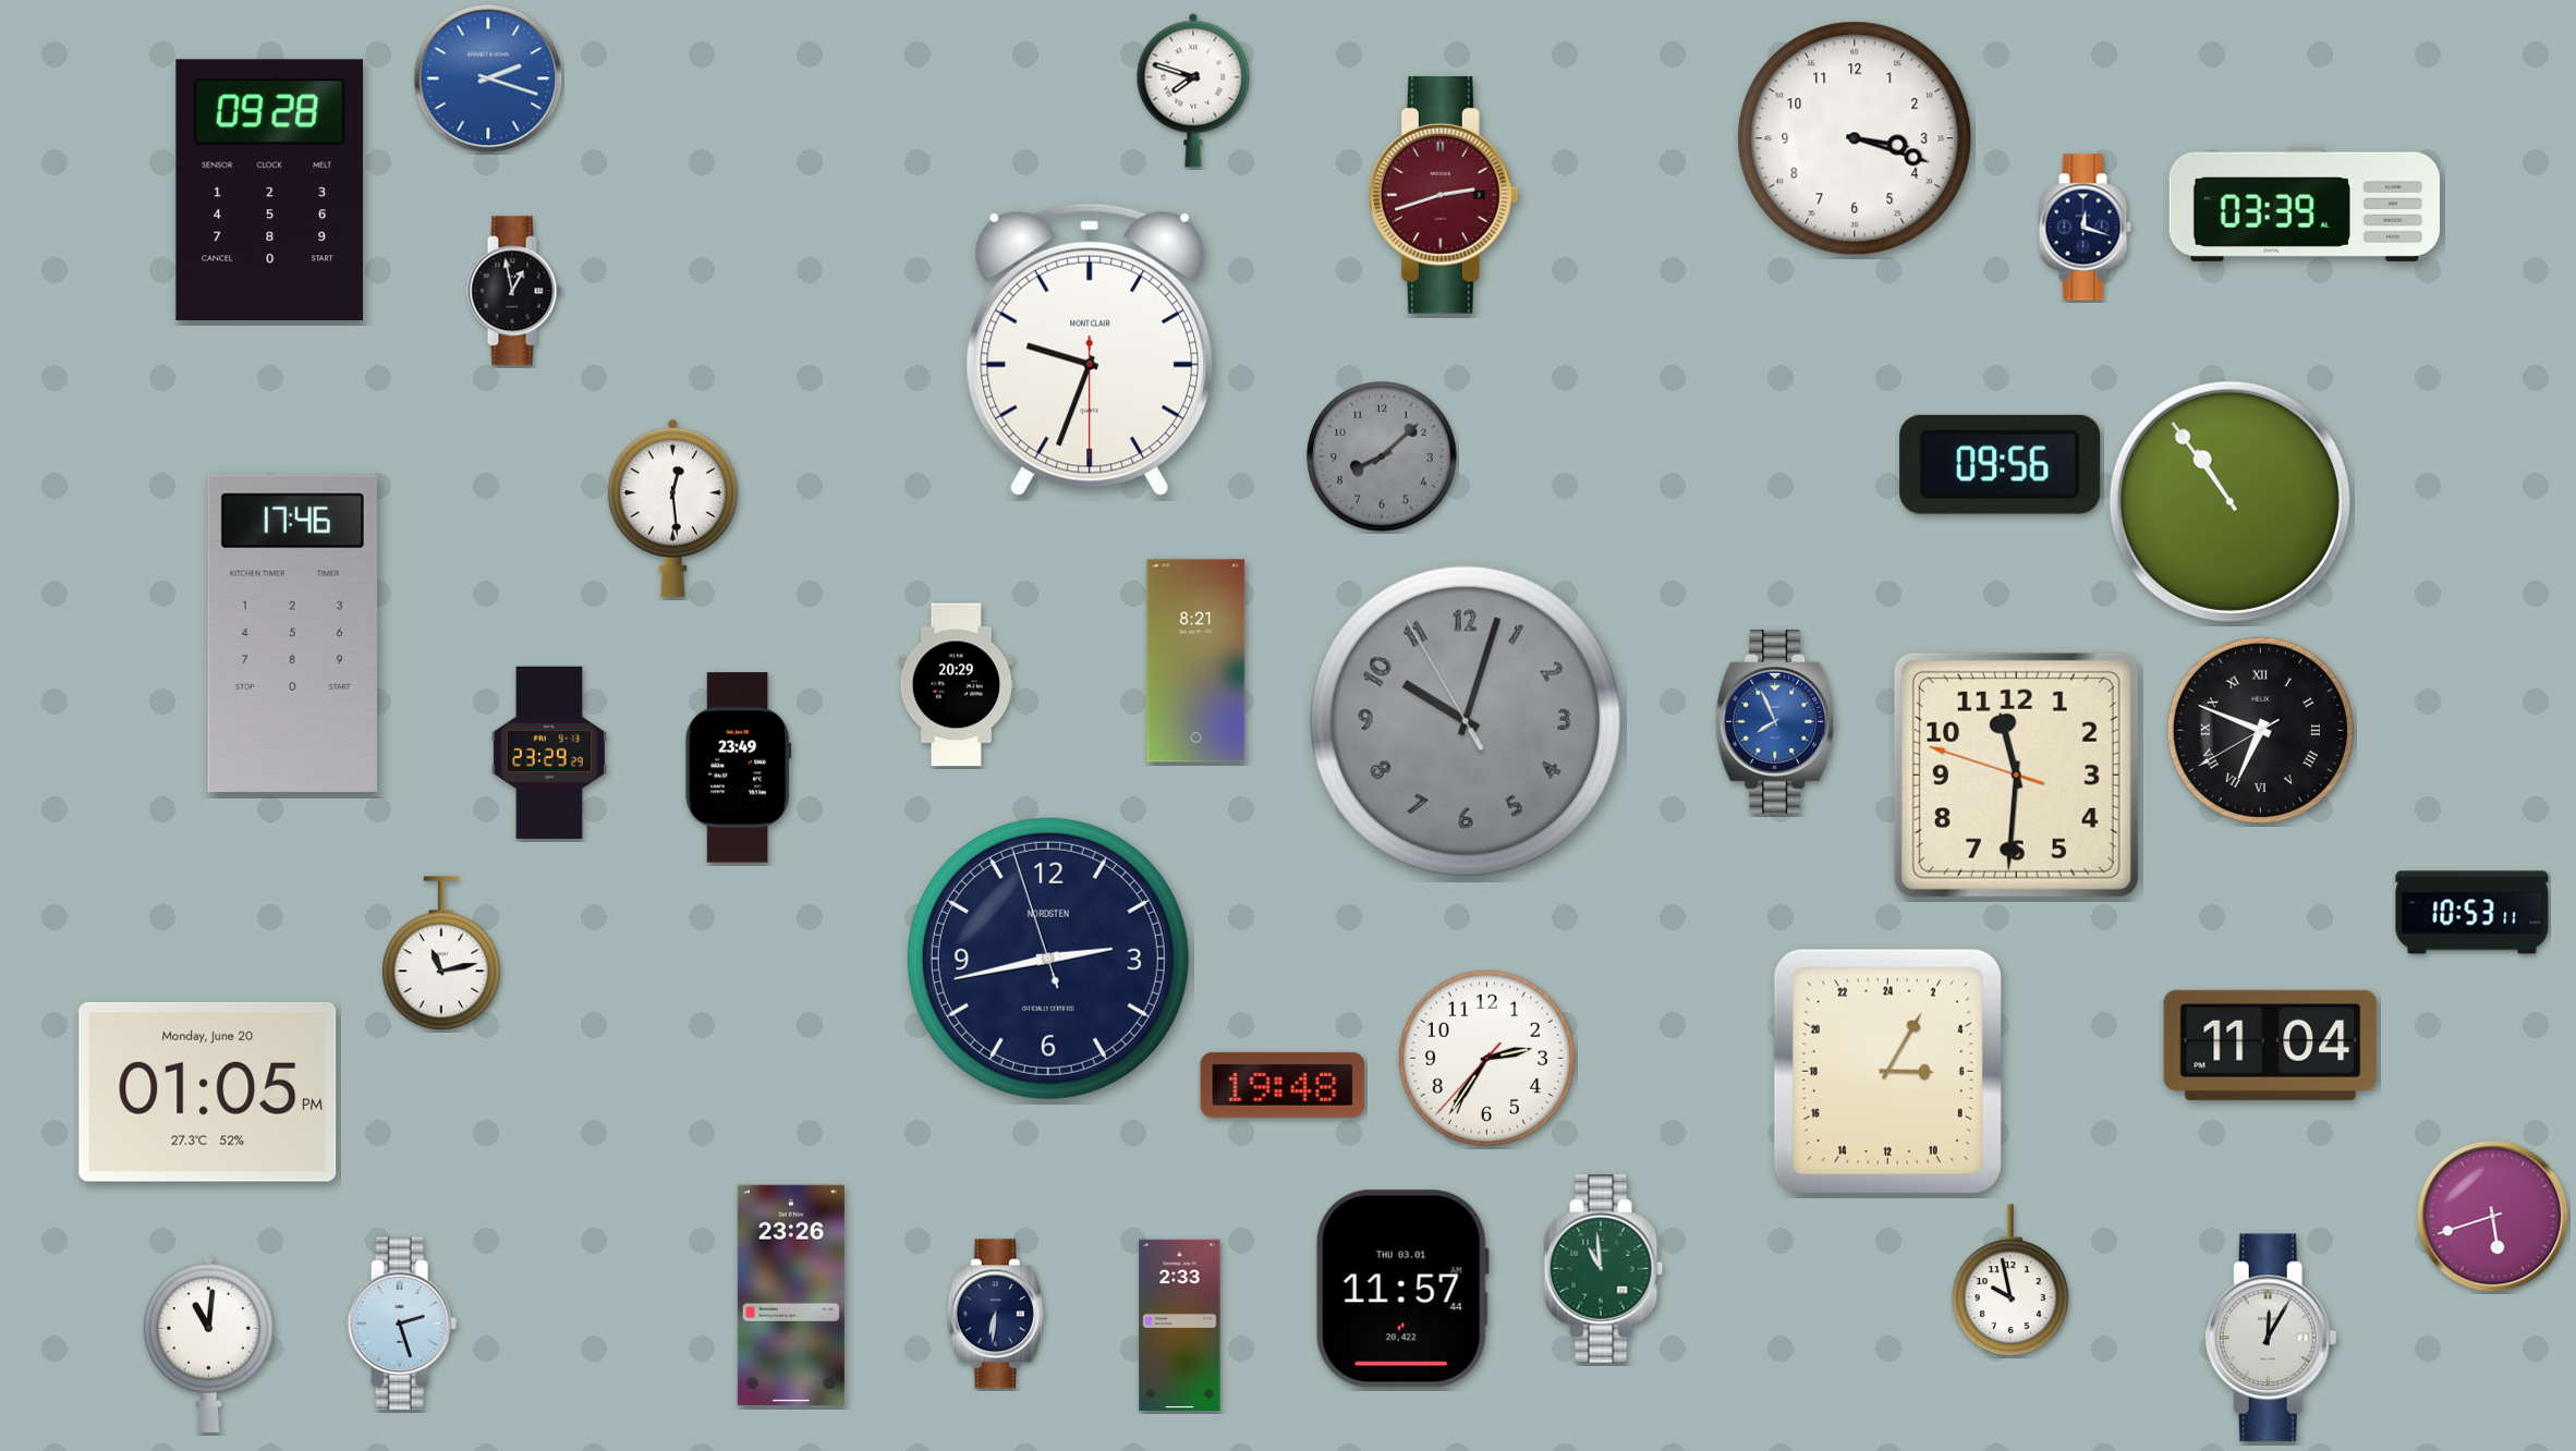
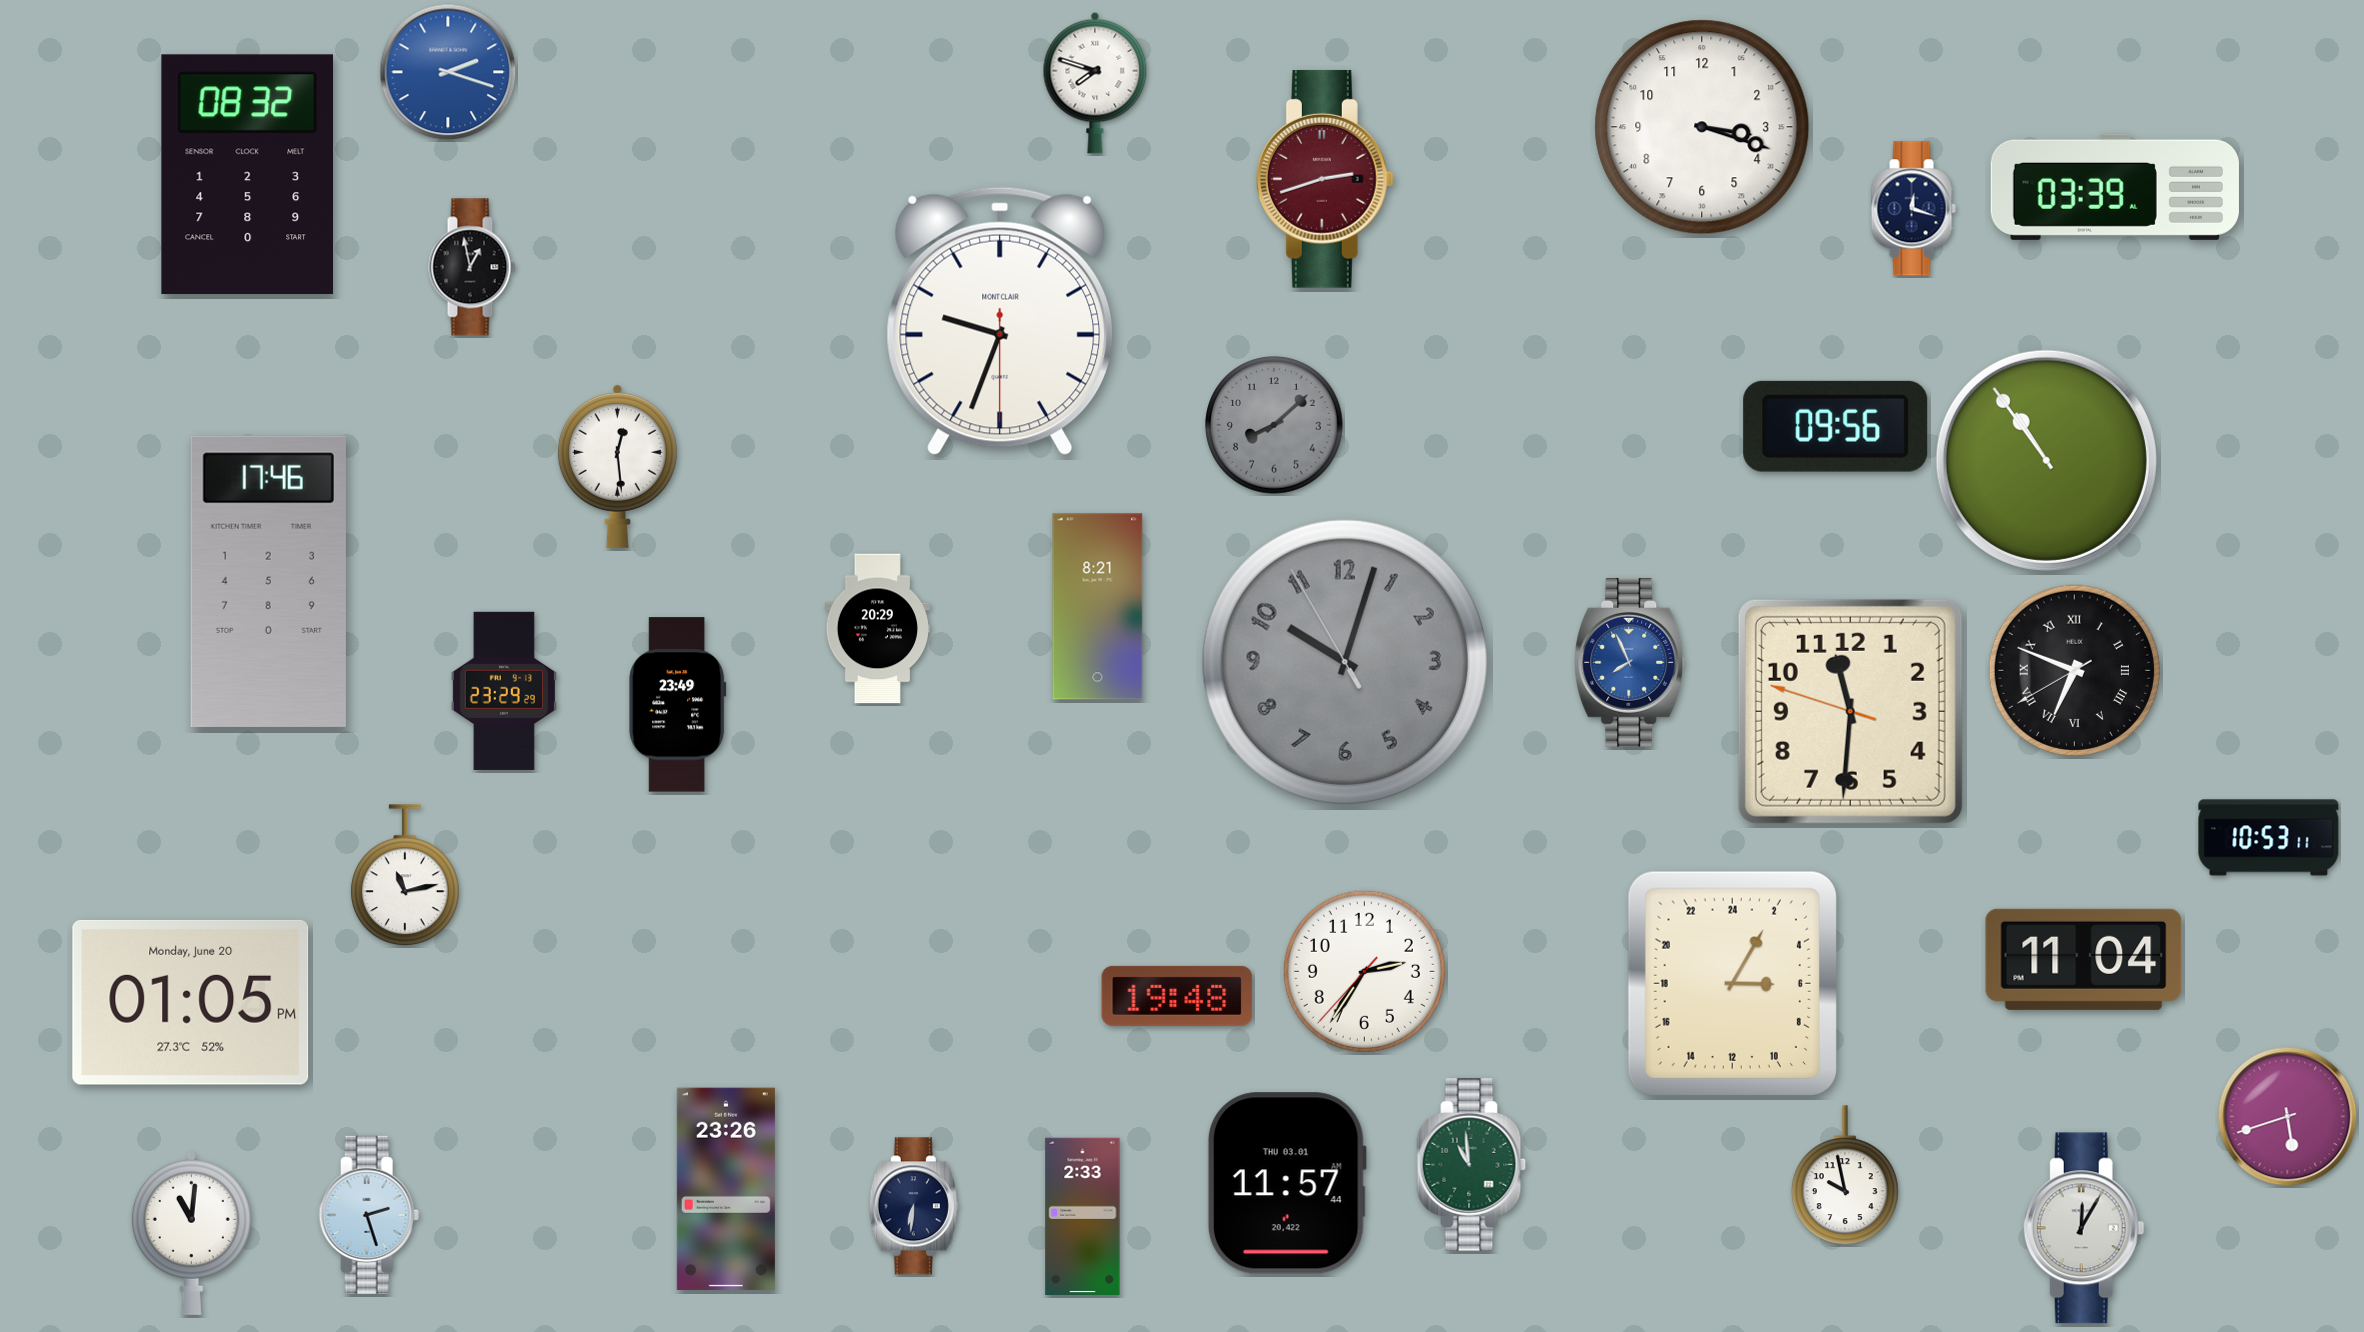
clock at (269, 191): 09:28 -> 08:32
clock at (1382, 456) position: (1382, 456) -> (1274, 425)
clock at (1048, 959): 2:42 -> none
